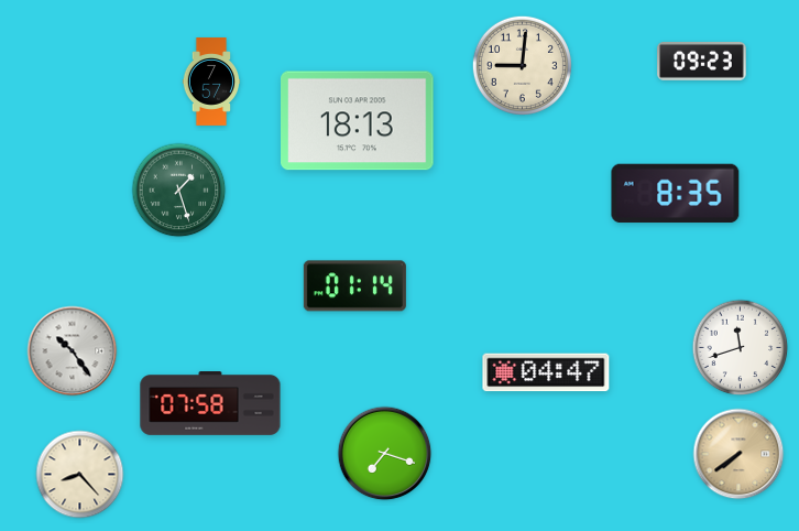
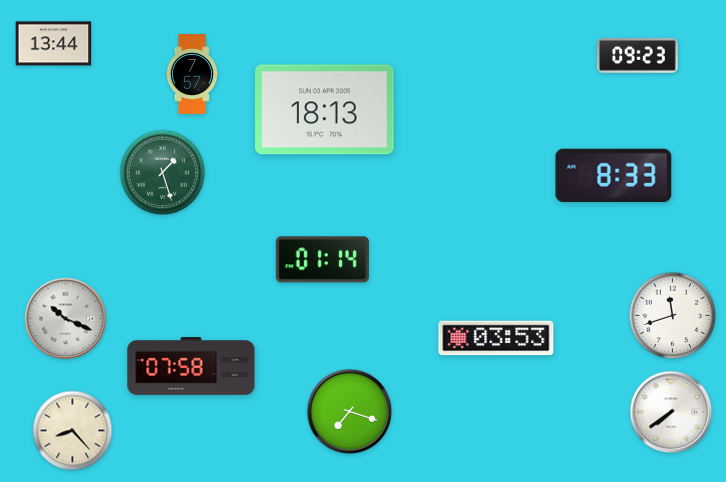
clock at (54, 44): none -> 13:44
clock at (522, 65): 9:01 -> none
clock at (676, 194): 8:35 -> 8:33
clock at (73, 351): 10:24 -> 10:19
clock at (546, 372): 04:47 -> 03:53
clock at (738, 454) dial: champagne -> white
